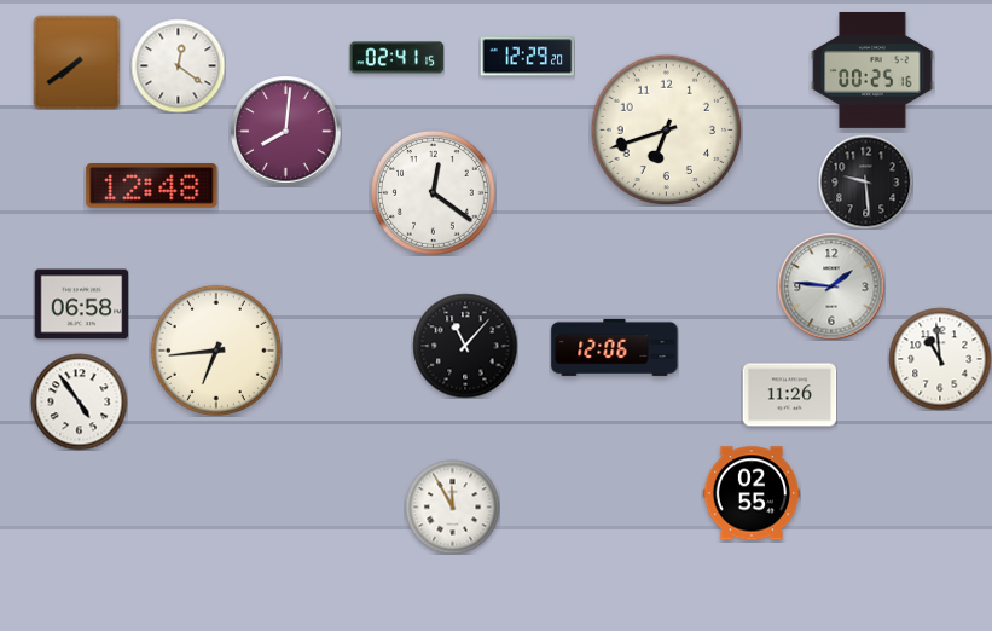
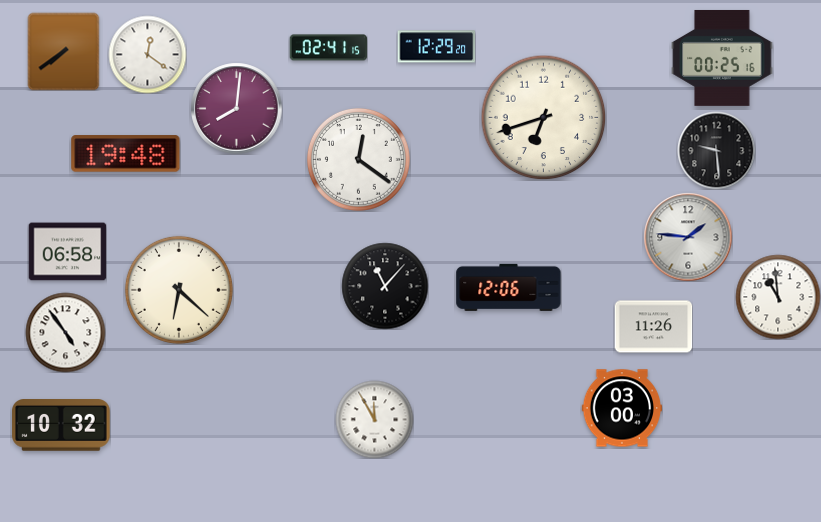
clock at (666, 129) position: (666, 129) -> (543, 117)
clock at (152, 186): 12:48 -> 19:48
clock at (216, 351): 6:44 -> 6:22
clock at (752, 493): 02:55 -> 03:00
clock at (61, 426): none -> 10:32
